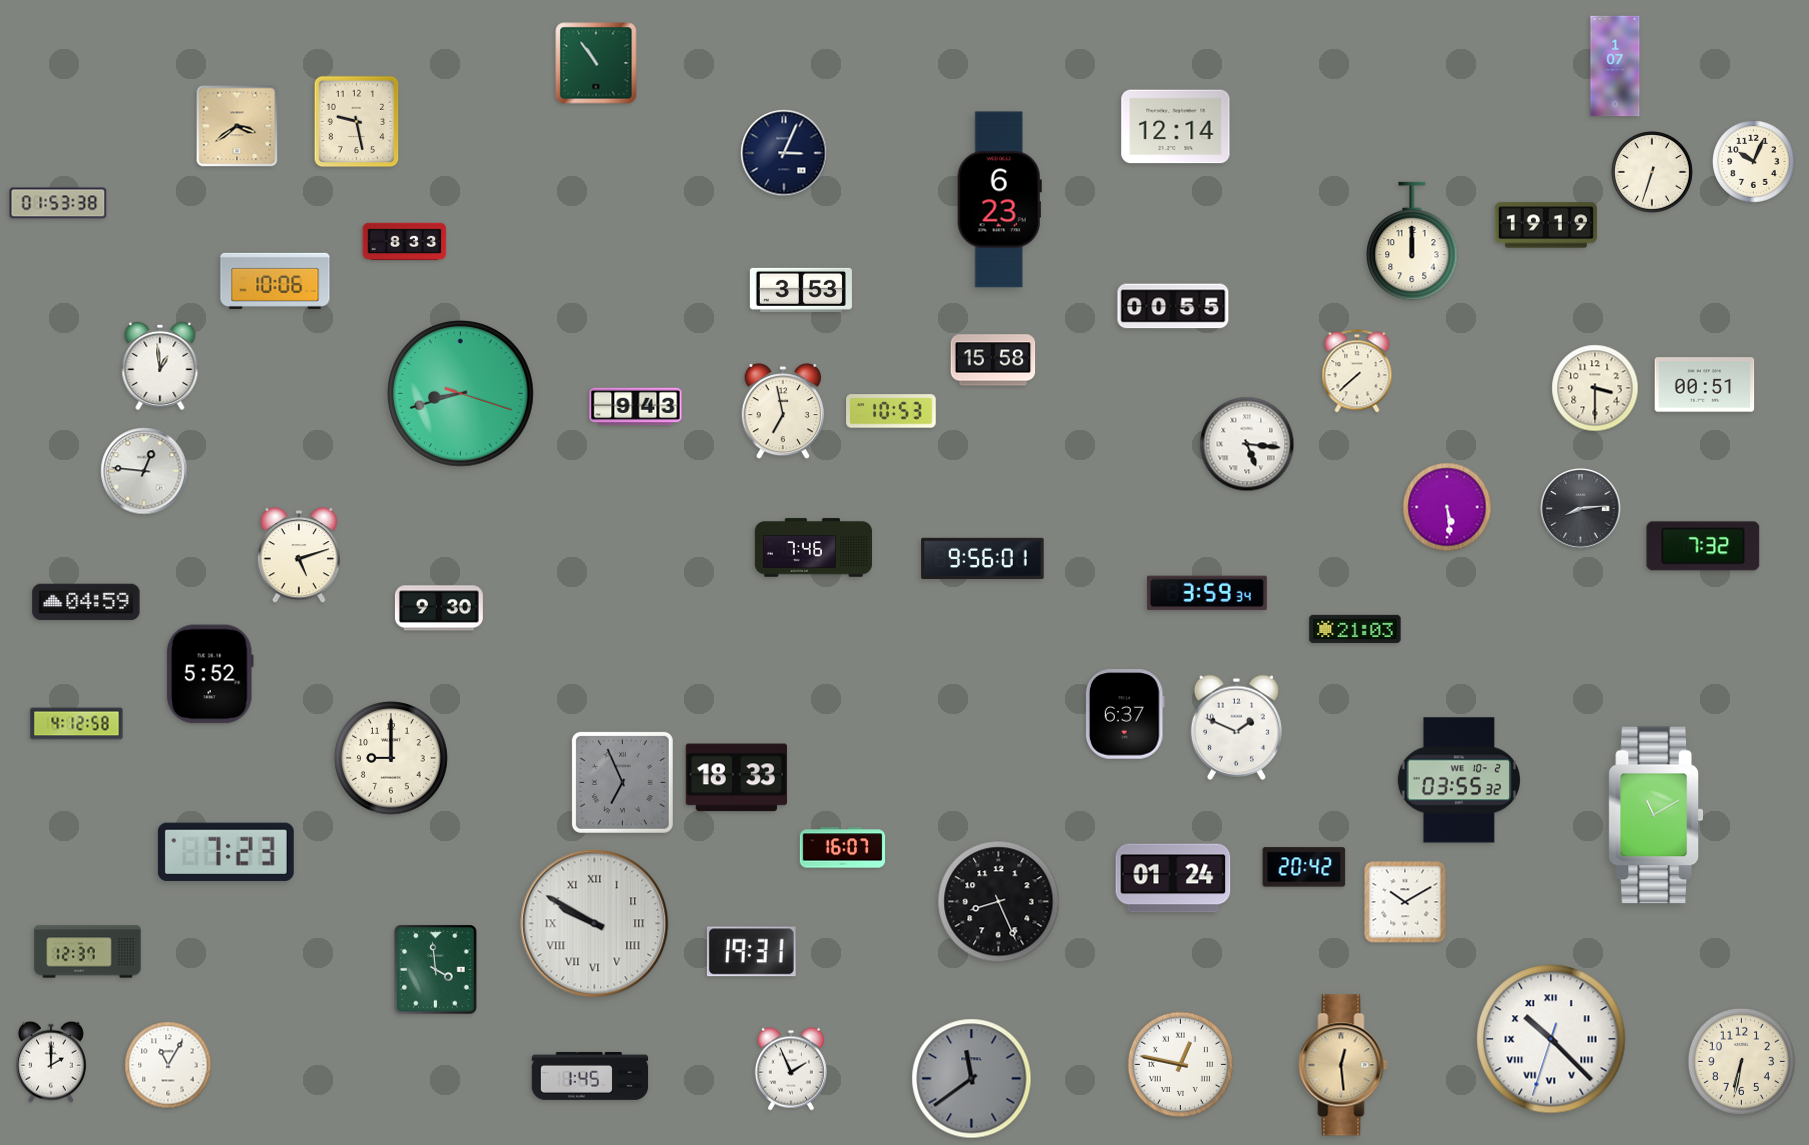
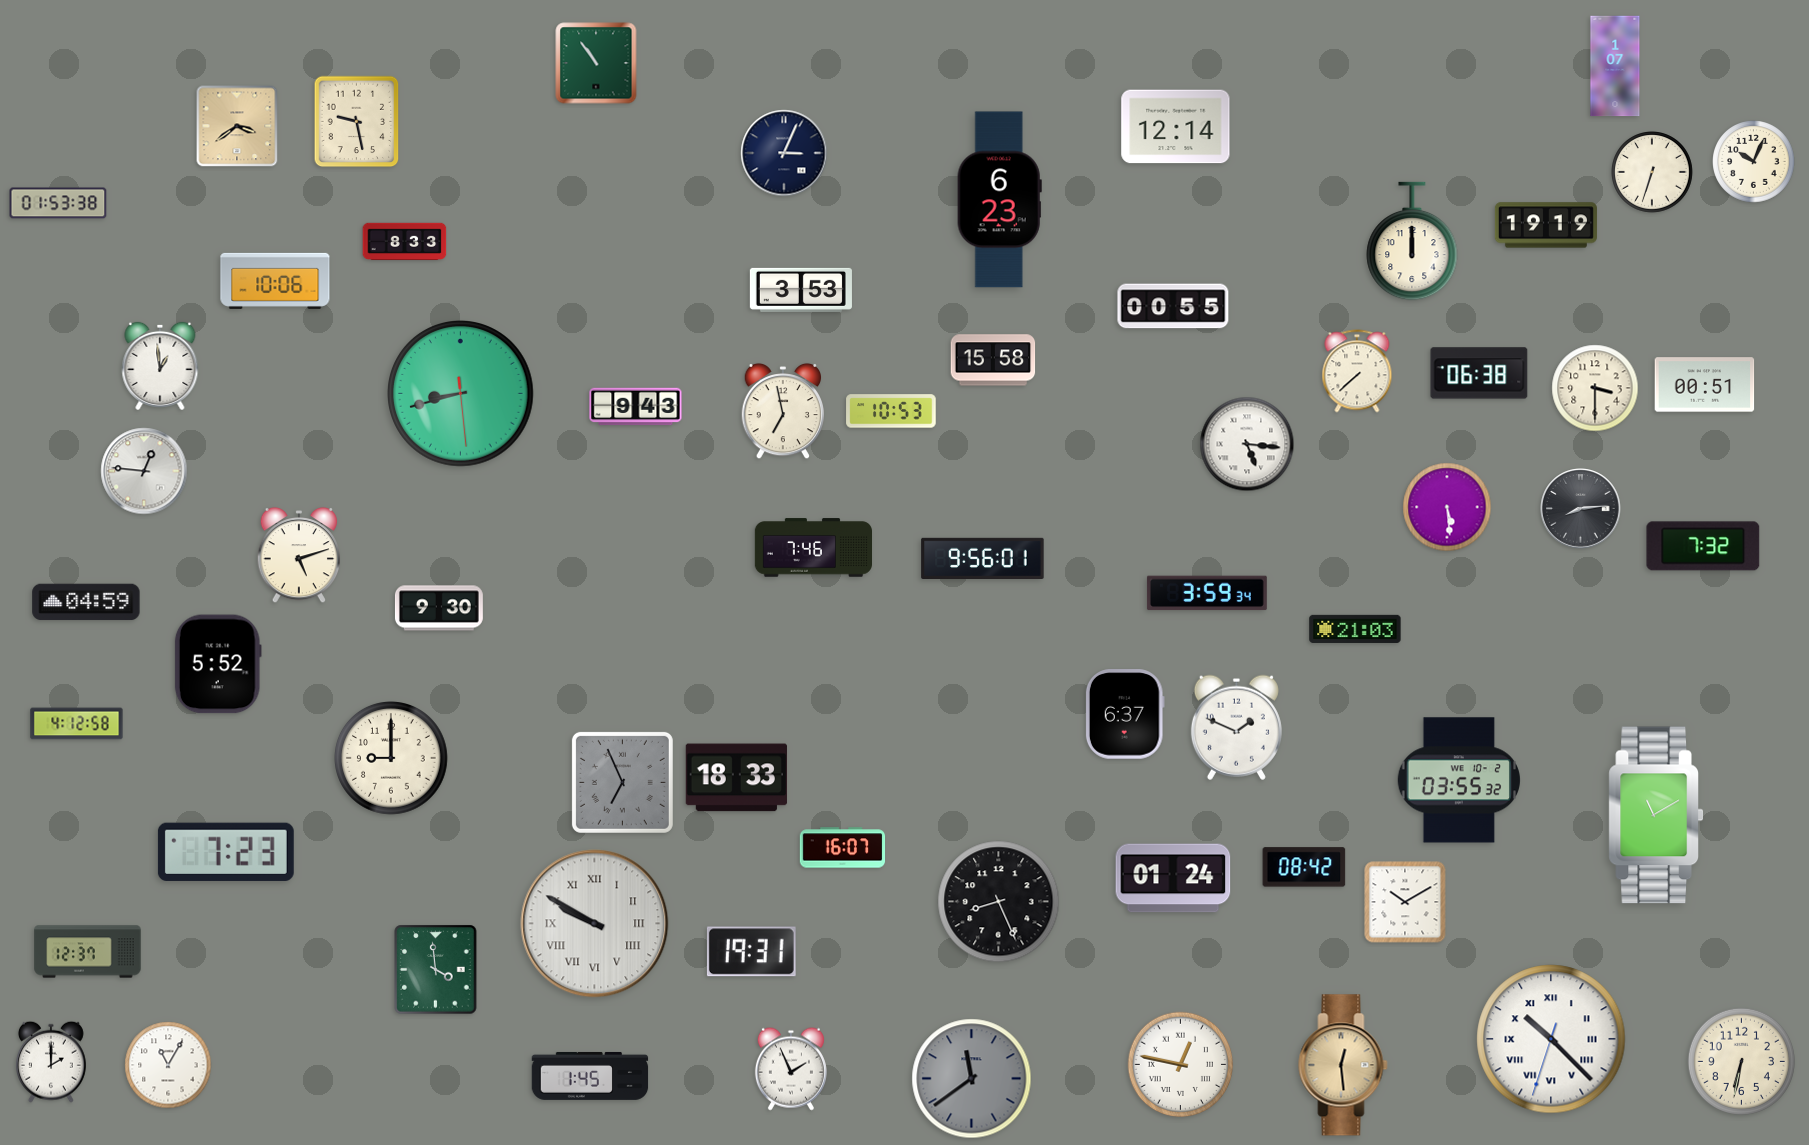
clock at (1479, 373): none -> 06:38
clock at (461, 394): 8:42:18 -> 8:42:29
clock at (210, 674) position: (210, 674) -> (218, 664)
clock at (1304, 867): 20:42 -> 08:42
